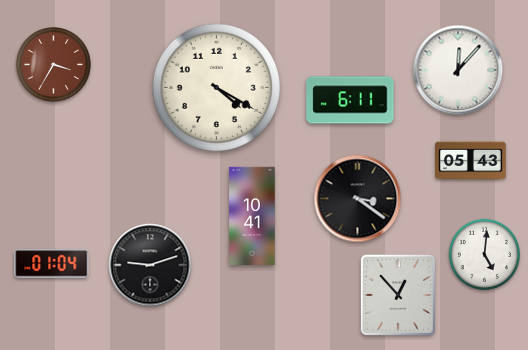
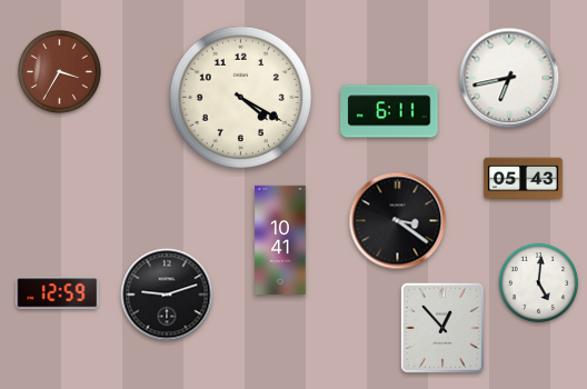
clock at (458, 70): 12:07 -> 6:43
clock at (52, 264): 01:04 -> 12:59
